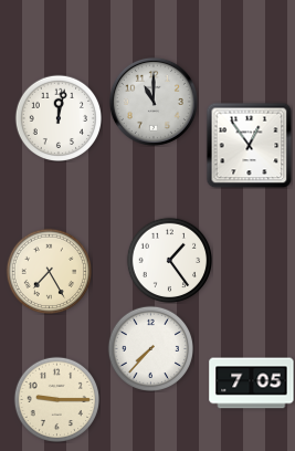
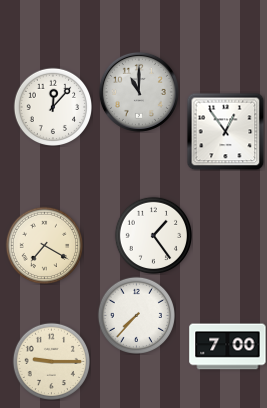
clock at (59, 118): 12:02 -> 12:07
clock at (49, 271): 7:25 -> 7:20
clock at (252, 384): 7:05 -> 7:00
